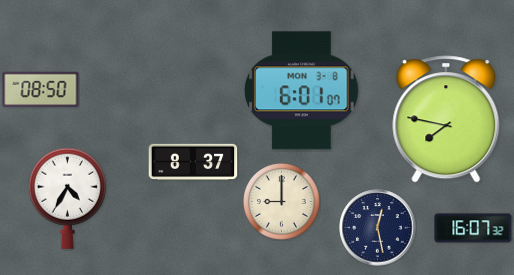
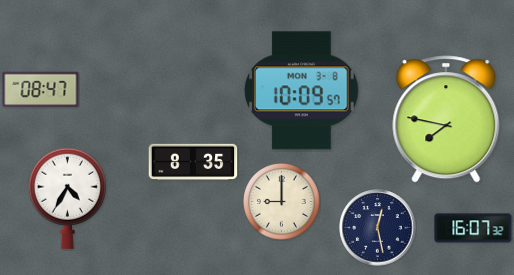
clock at (41, 90): 08:50 -> 08:47
clock at (302, 91): 6:01 -> 10:09
clock at (193, 162): 8:37 -> 8:35
